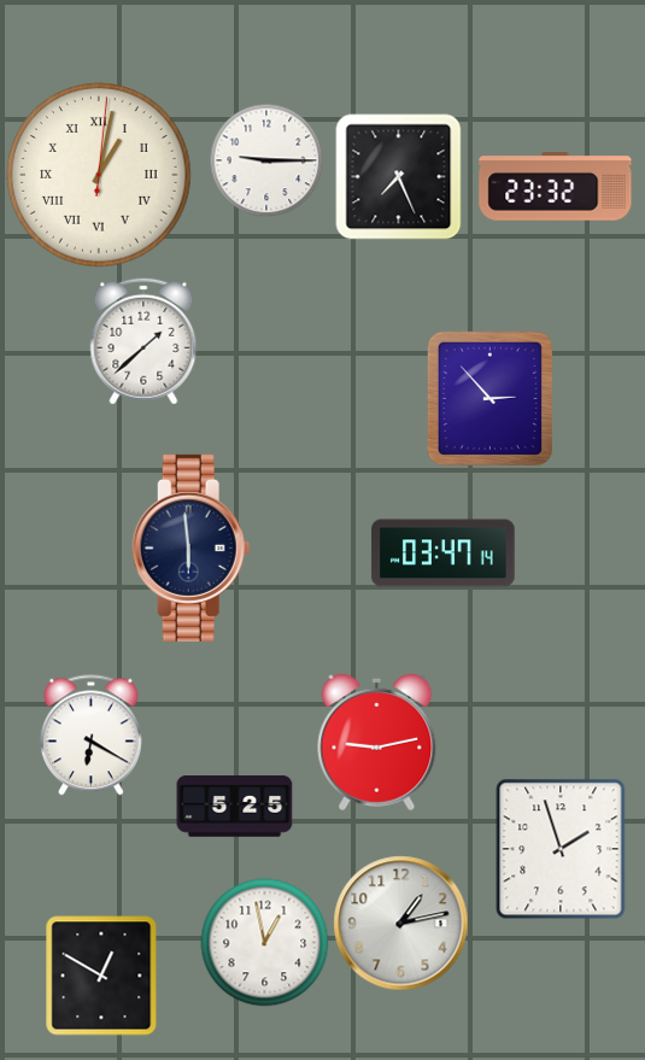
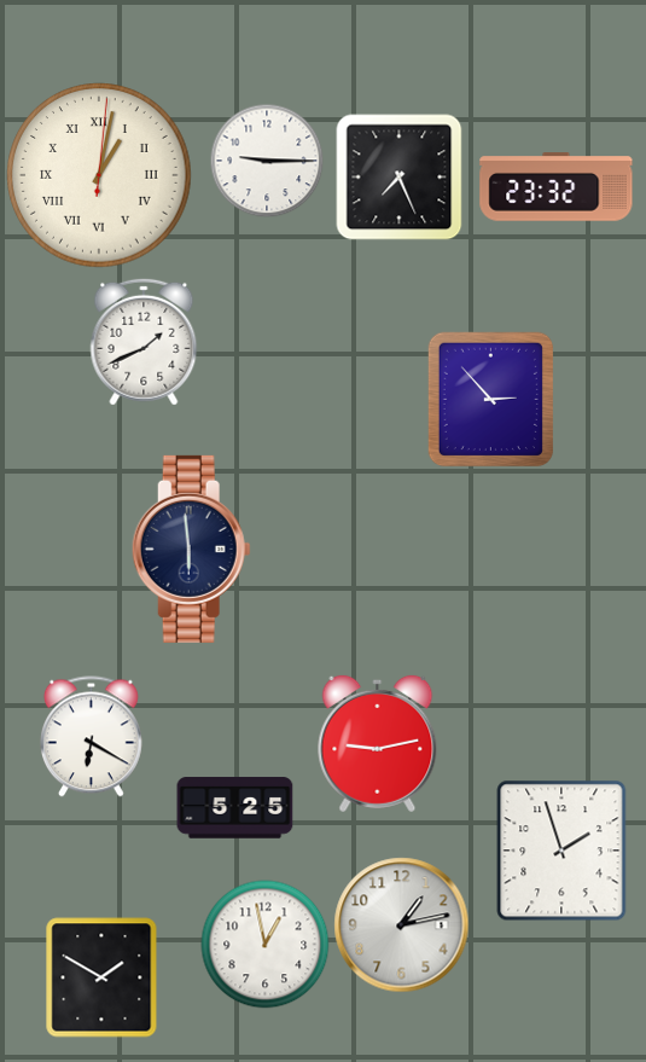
clock at (143, 341): 1:38 -> 1:41
clock at (444, 554): 03:47 -> none
clock at (101, 976): 12:50 -> 1:50
